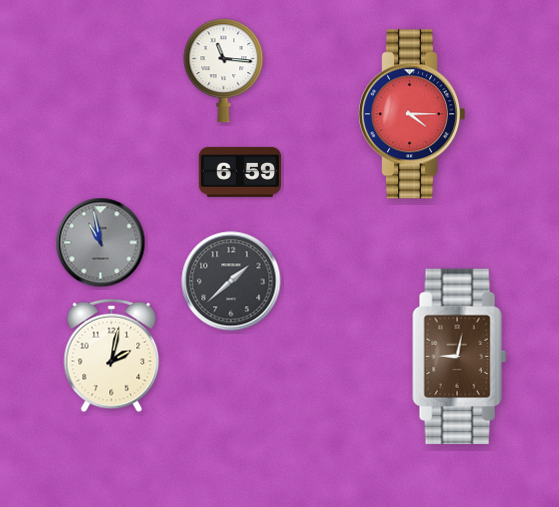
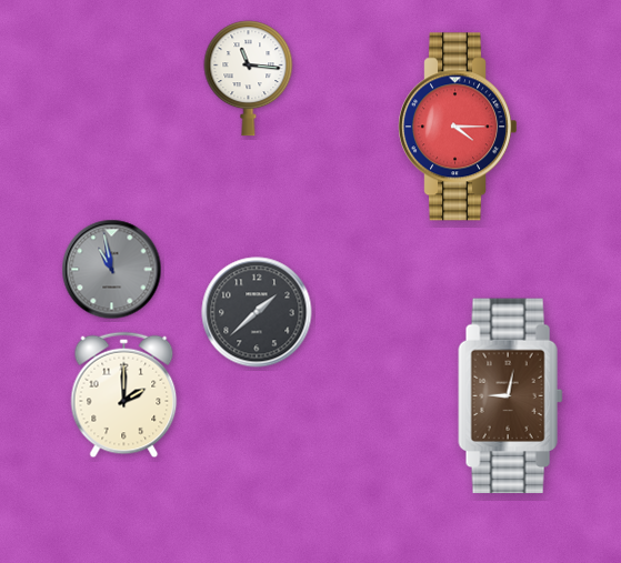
clock at (239, 172): 6:59 -> none
clock at (112, 356): 2:02 -> 2:00
